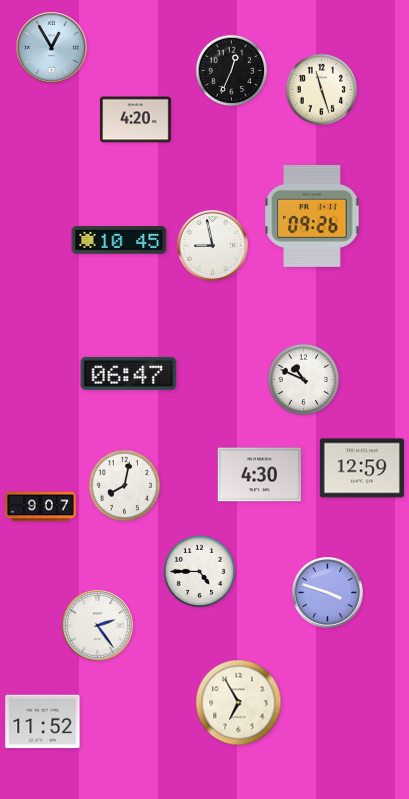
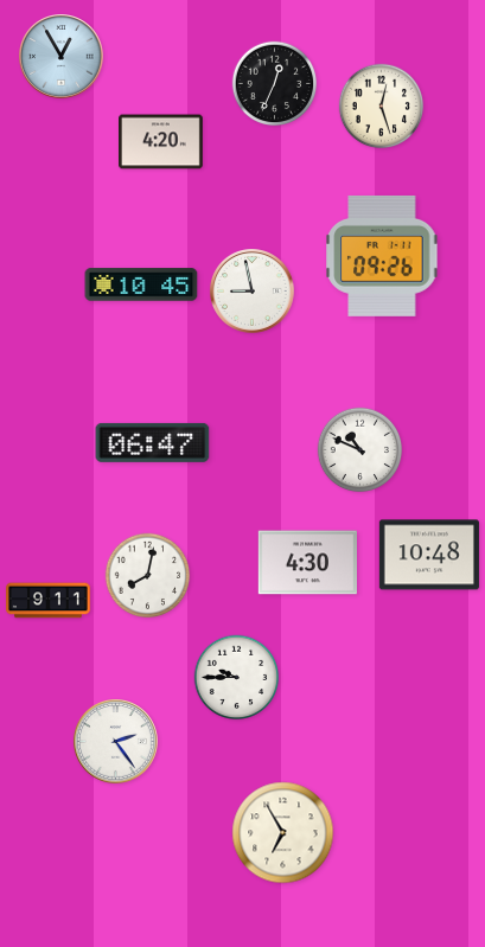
clock at (322, 90): 11:27 -> 12:27
clock at (312, 216) position: (312, 216) -> (382, 256)
clock at (362, 468): 12:59 -> 10:48
clock at (41, 507): 9:07 -> 9:11
clock at (200, 572): 4:45 -> 9:45
clock at (328, 593): 3:48 -> none
clock at (43, 722): 11:52 -> none
